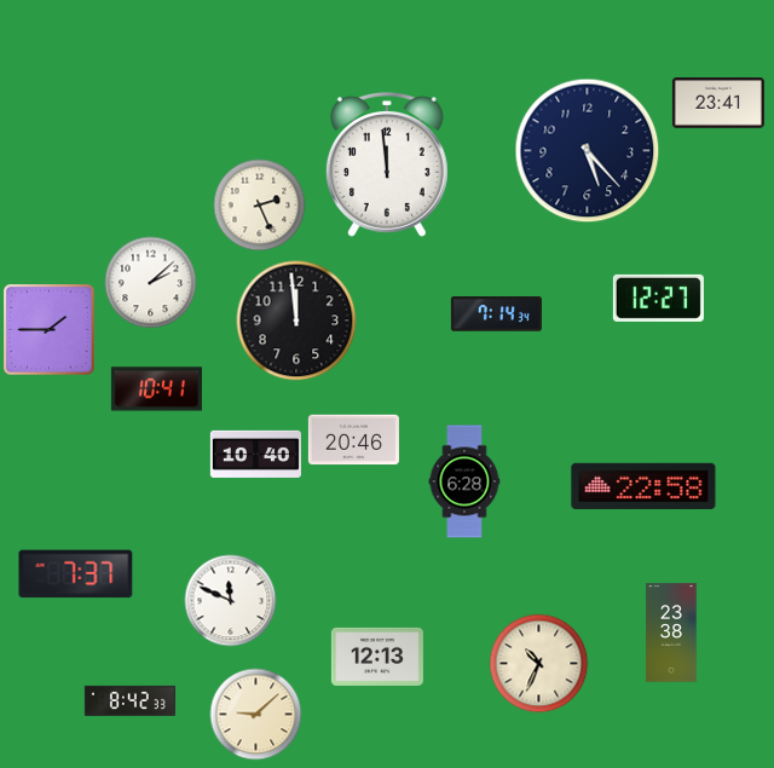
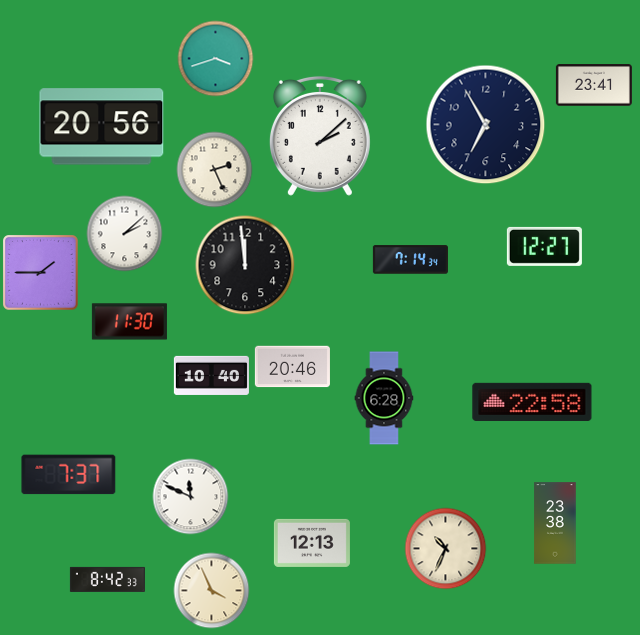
clock at (216, 59): none -> 3:42
clock at (588, 151): 5:23 -> 6:55
clock at (102, 127): none -> 20:56
clock at (387, 164): 11:59 -> 2:08
clock at (156, 389): 10:41 -> 11:30
clock at (353, 440) position: (353, 440) -> (292, 367)
clock at (76, 574) position: (76, 574) -> (69, 475)
clock at (256, 715): 9:08 -> 3:56
